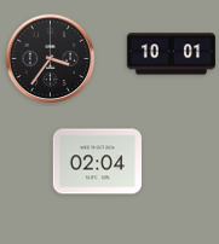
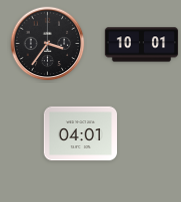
clock at (51, 59) position: (51, 59) -> (48, 44)
clock at (97, 162): 02:04 -> 04:01
